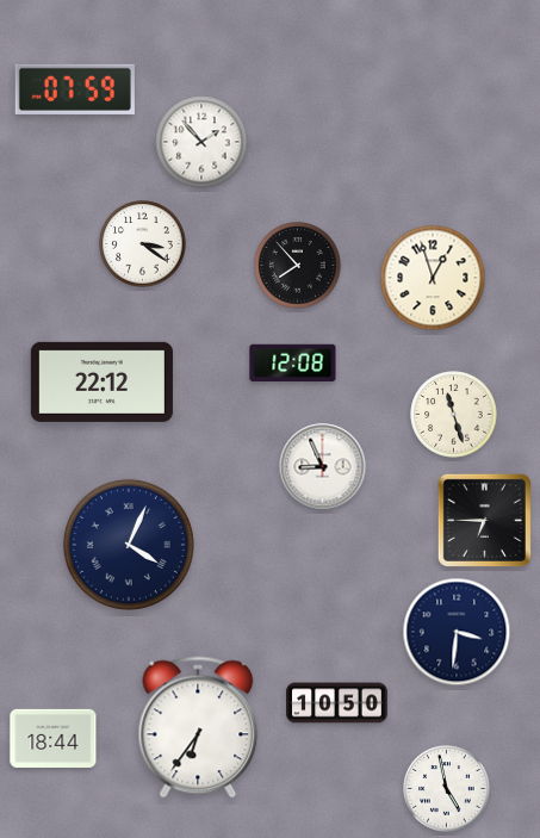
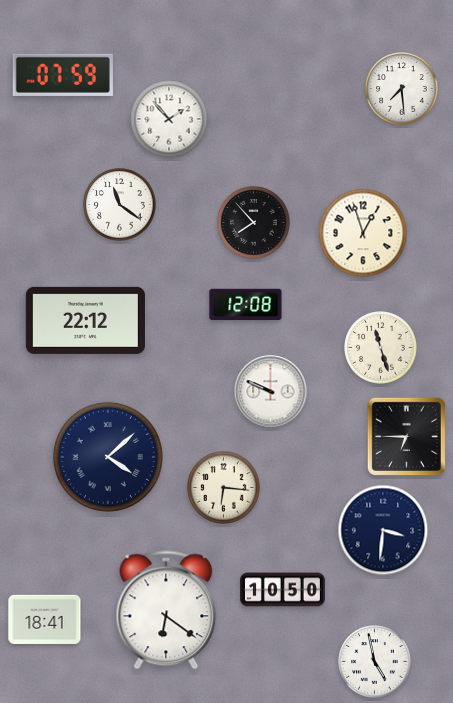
clock at (402, 89): none -> 7:29
clock at (143, 244): 3:21 -> 11:21
clock at (298, 266) position: (298, 266) -> (254, 223)
clock at (323, 467): 8:56 -> 9:49
clock at (129, 545): 4:04 -> 4:08
clock at (224, 488): none -> 6:16
clock at (198, 727): 6:36 -> 6:21
clock at (54, 738): 18:44 -> 18:41
